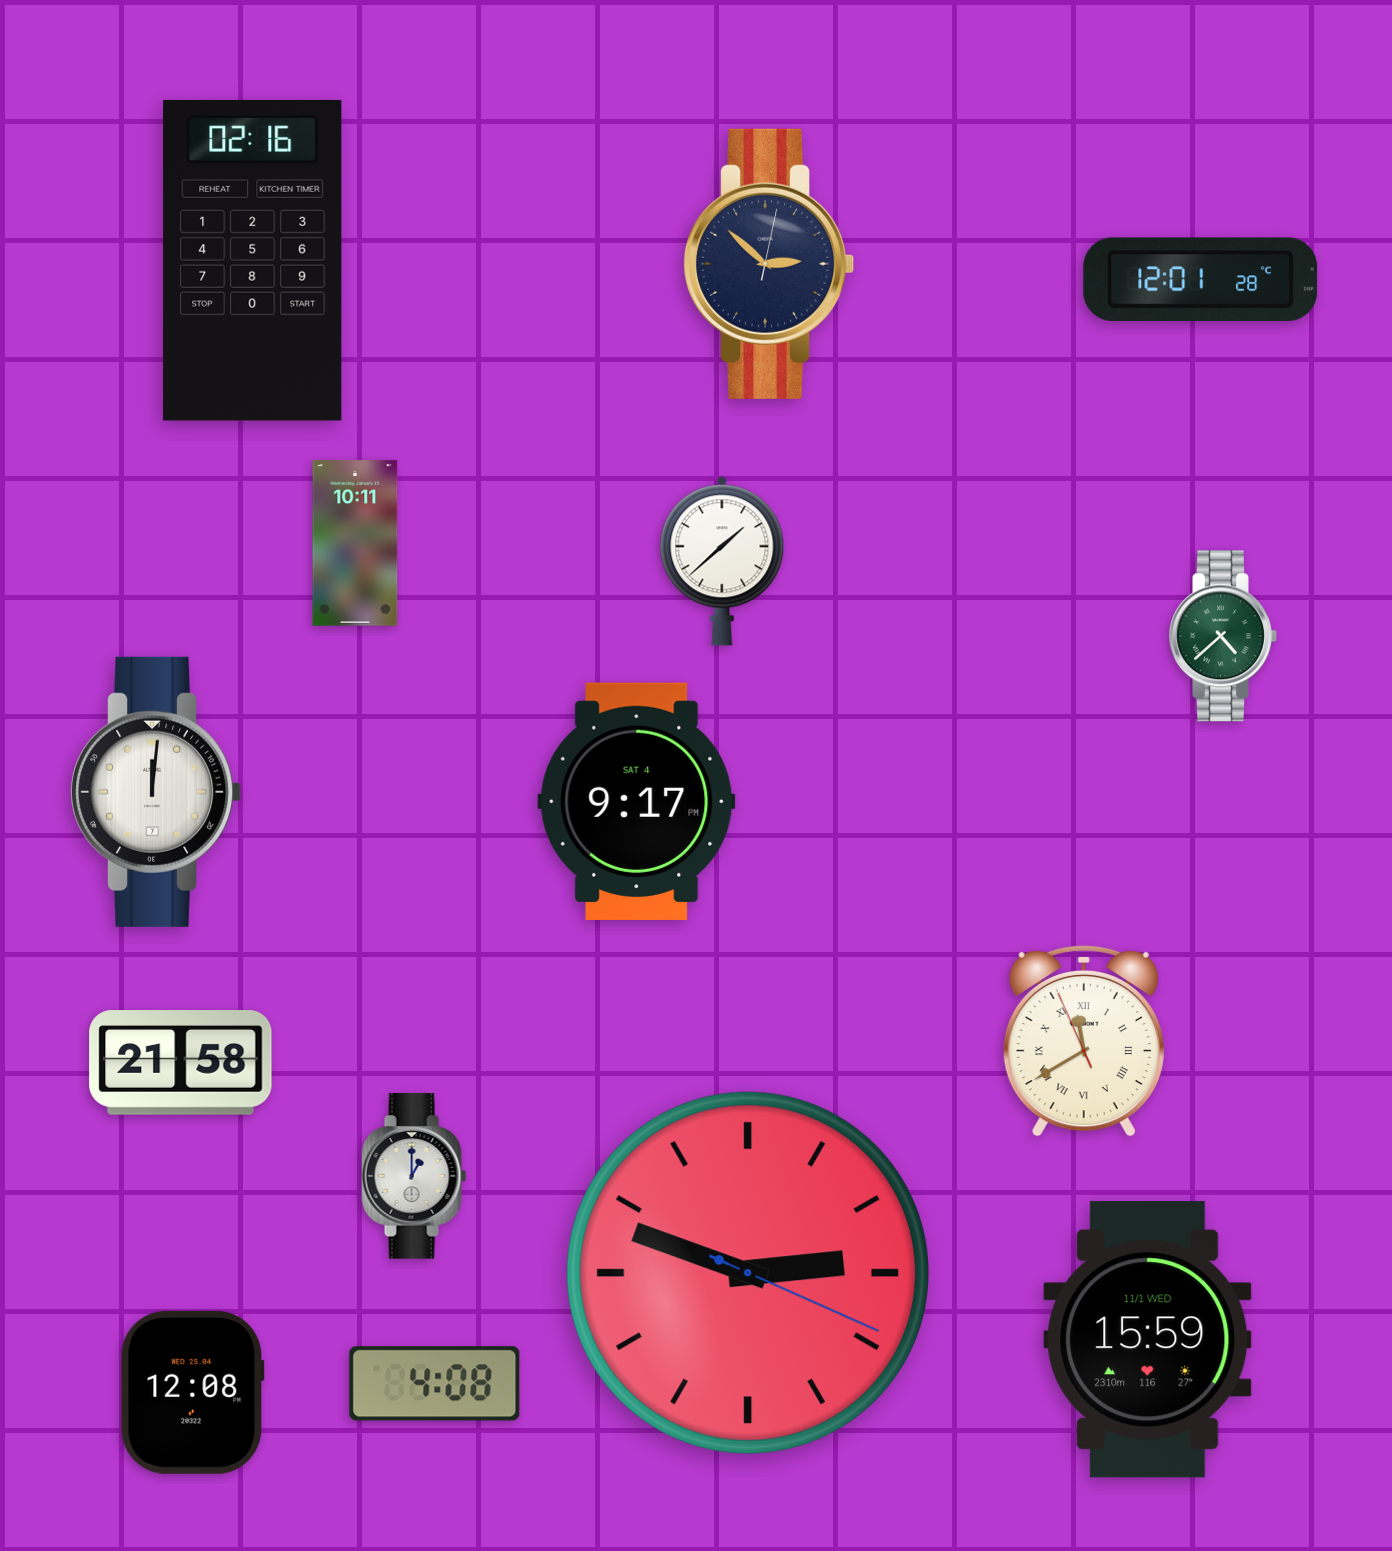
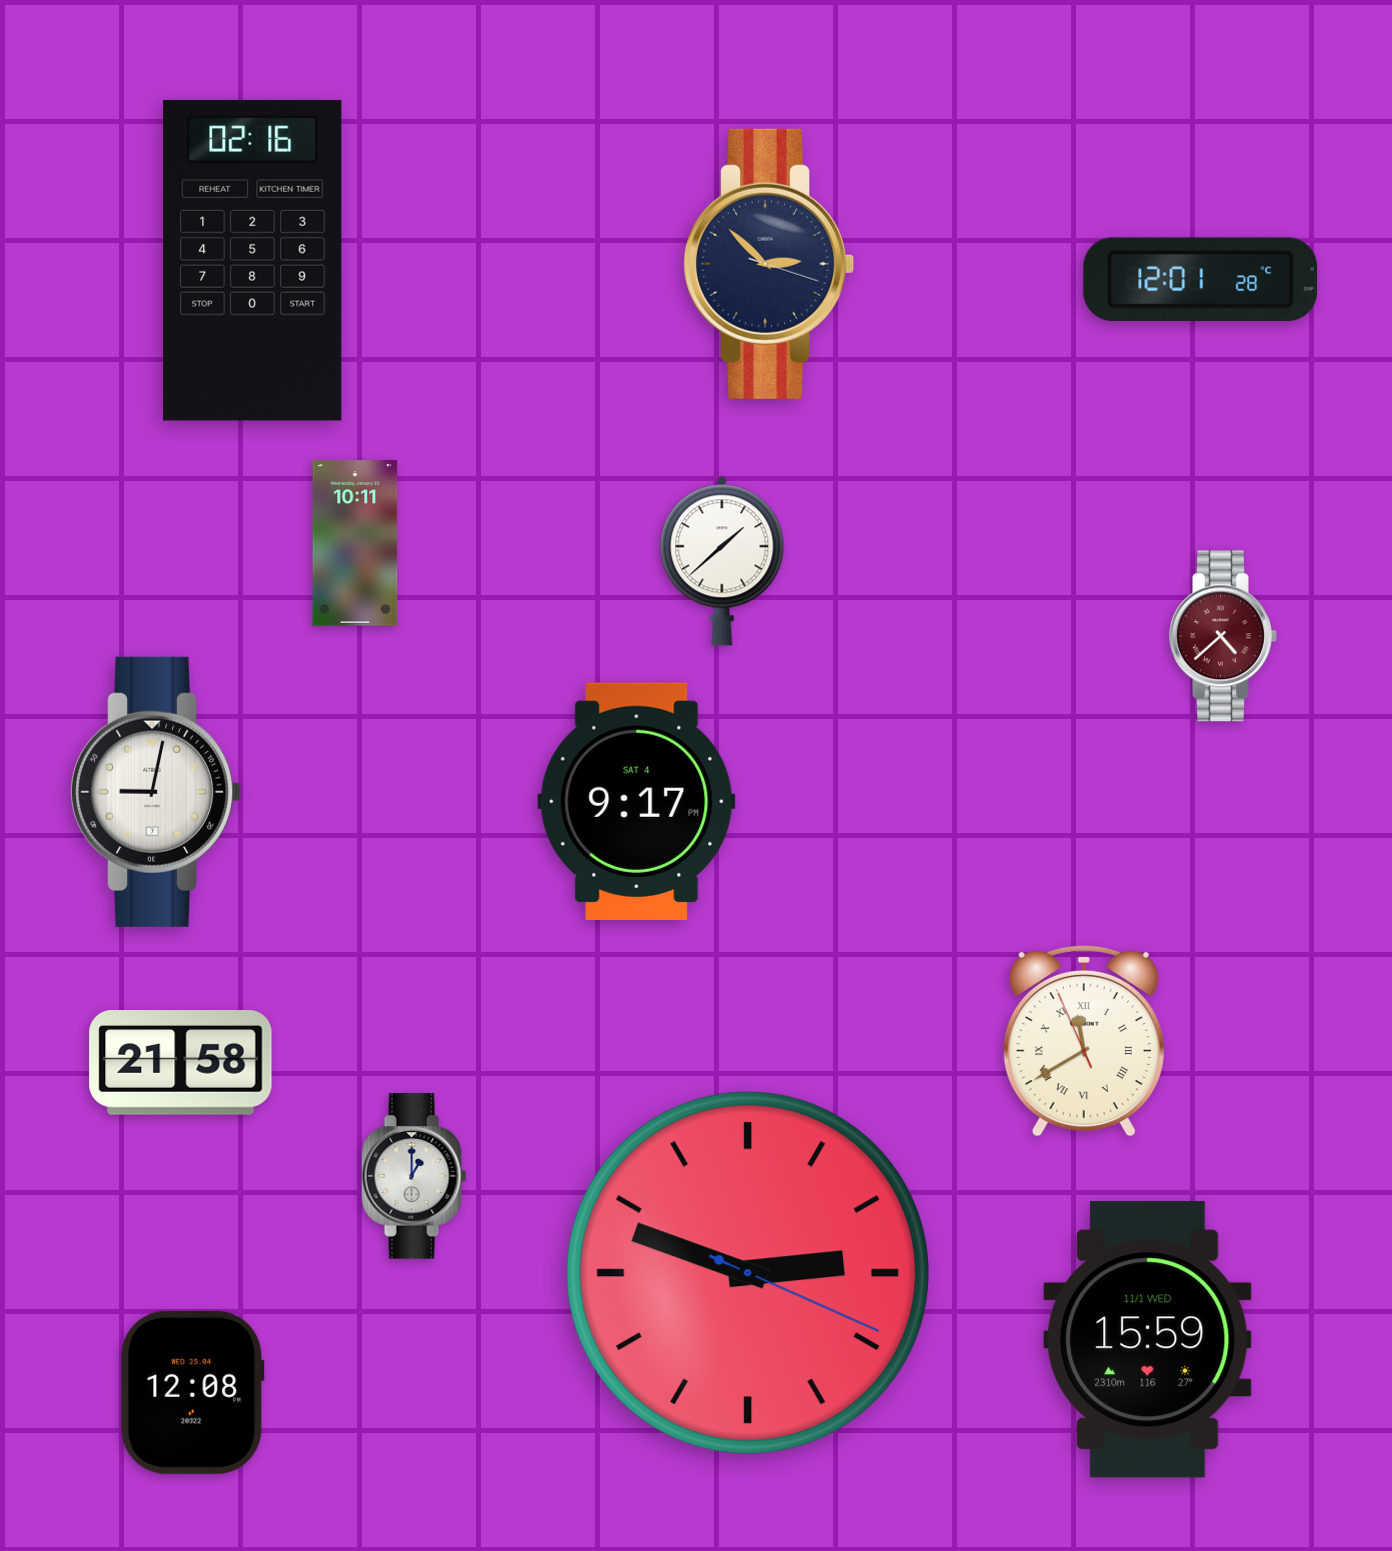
clock at (769, 264): 2:52:02 -> 2:52:18
clock at (1223, 636) dial: green -> burgundy
clock at (156, 792): 12:01 -> 9:02
clock at (435, 1384): 4:08 -> none
